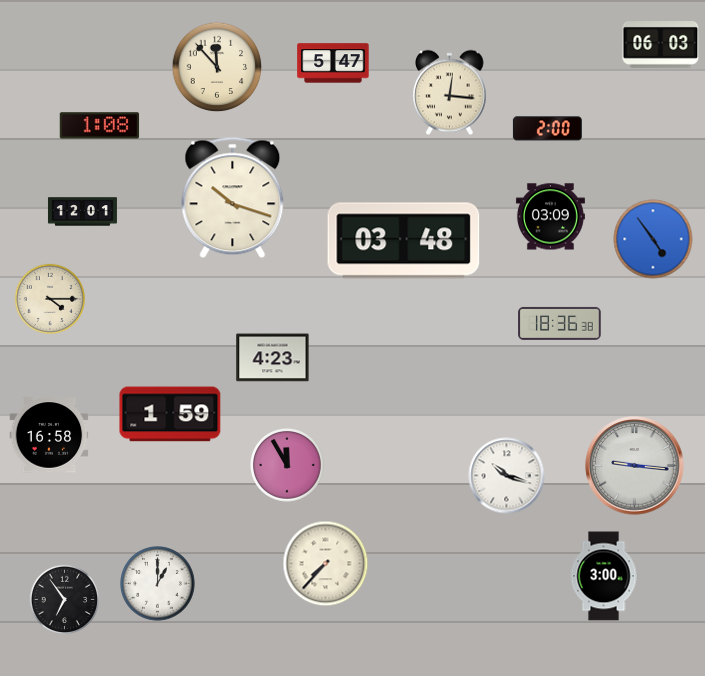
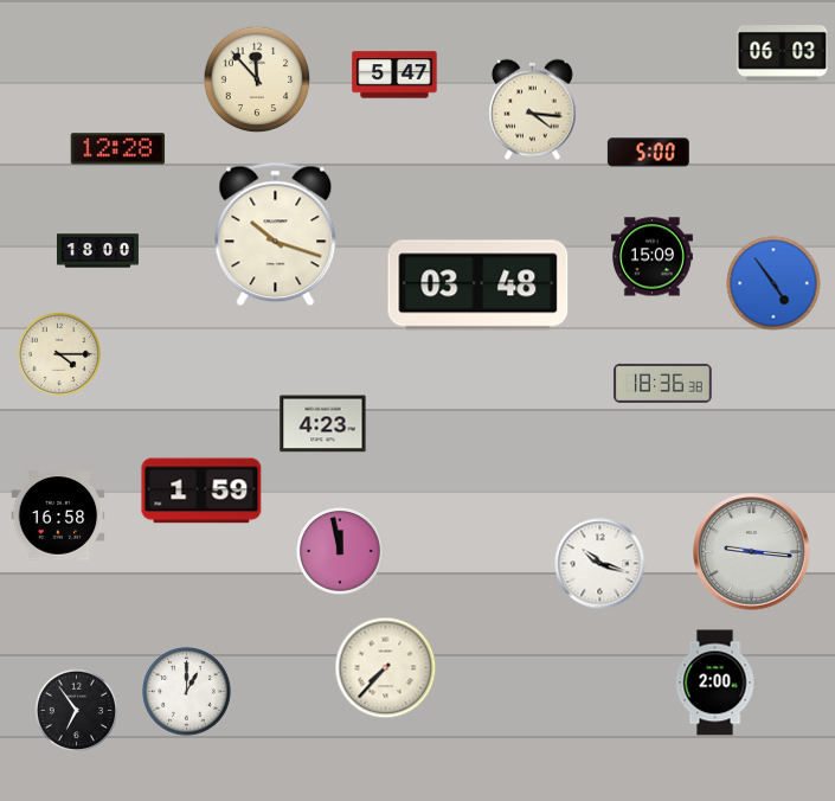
clock at (450, 93): 12:16 -> 4:16
clock at (100, 126): 1:08 -> 12:28
clock at (547, 129): 2:00 -> 5:00
clock at (82, 212): 12:01 -> 18:00
clock at (550, 217): 03:09 -> 15:09
clock at (288, 466): 11:55 -> 11:58
clock at (604, 576): 3:00 -> 2:00
